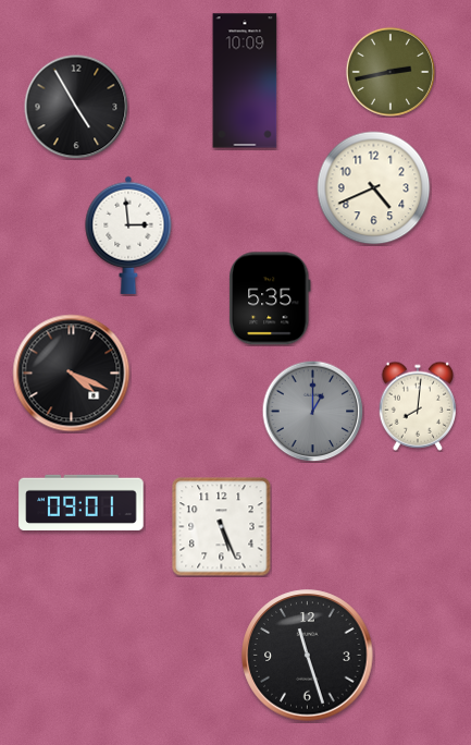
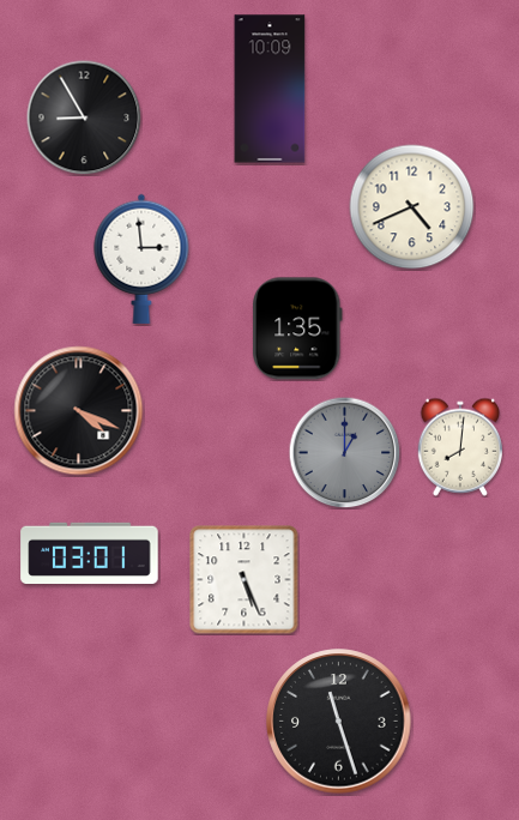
clock at (391, 72): 2:43 -> none
clock at (76, 107): 4:55 -> 8:55
clock at (270, 298): 5:35 -> 1:35
clock at (82, 502): 09:01 -> 03:01
